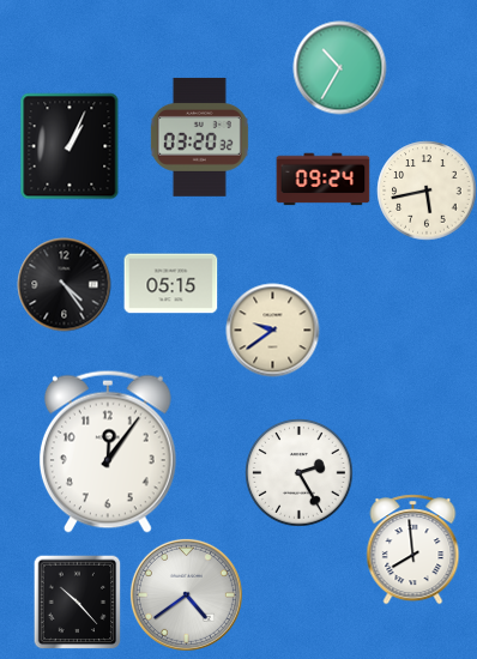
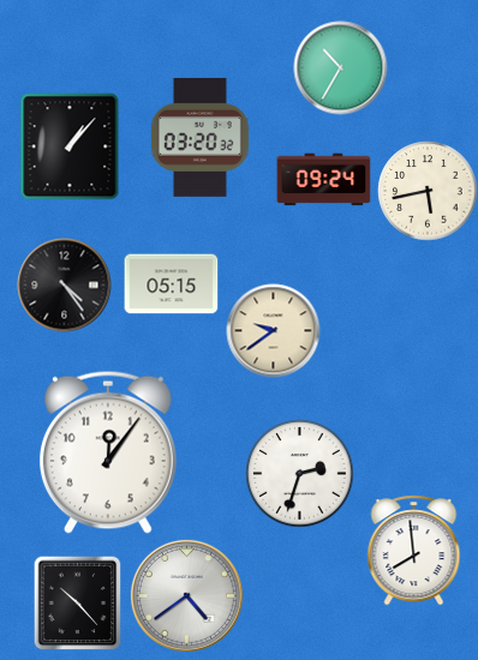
clock at (70, 146): 1:04 -> 1:07
clock at (298, 472): 2:25 -> 2:33
